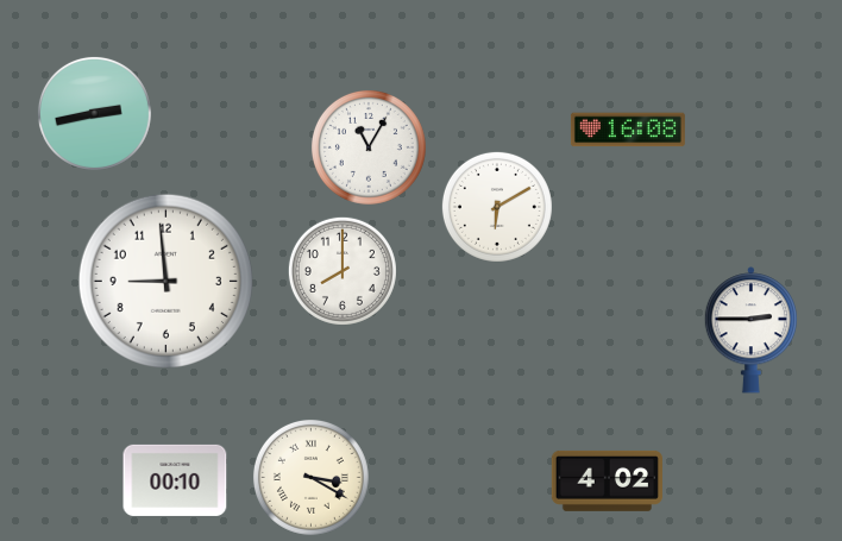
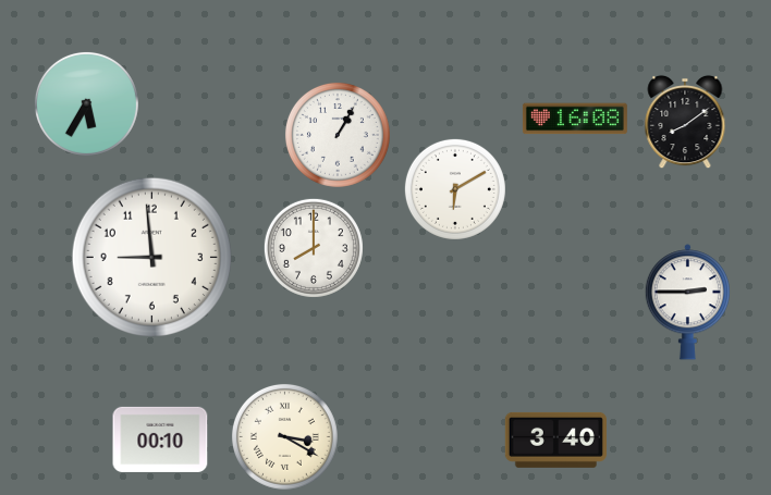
clock at (94, 113): 2:43 -> 5:35
clock at (685, 122): none -> 8:09
clock at (369, 147): 11:05 -> 1:05
clock at (607, 480): 4:02 -> 3:40
